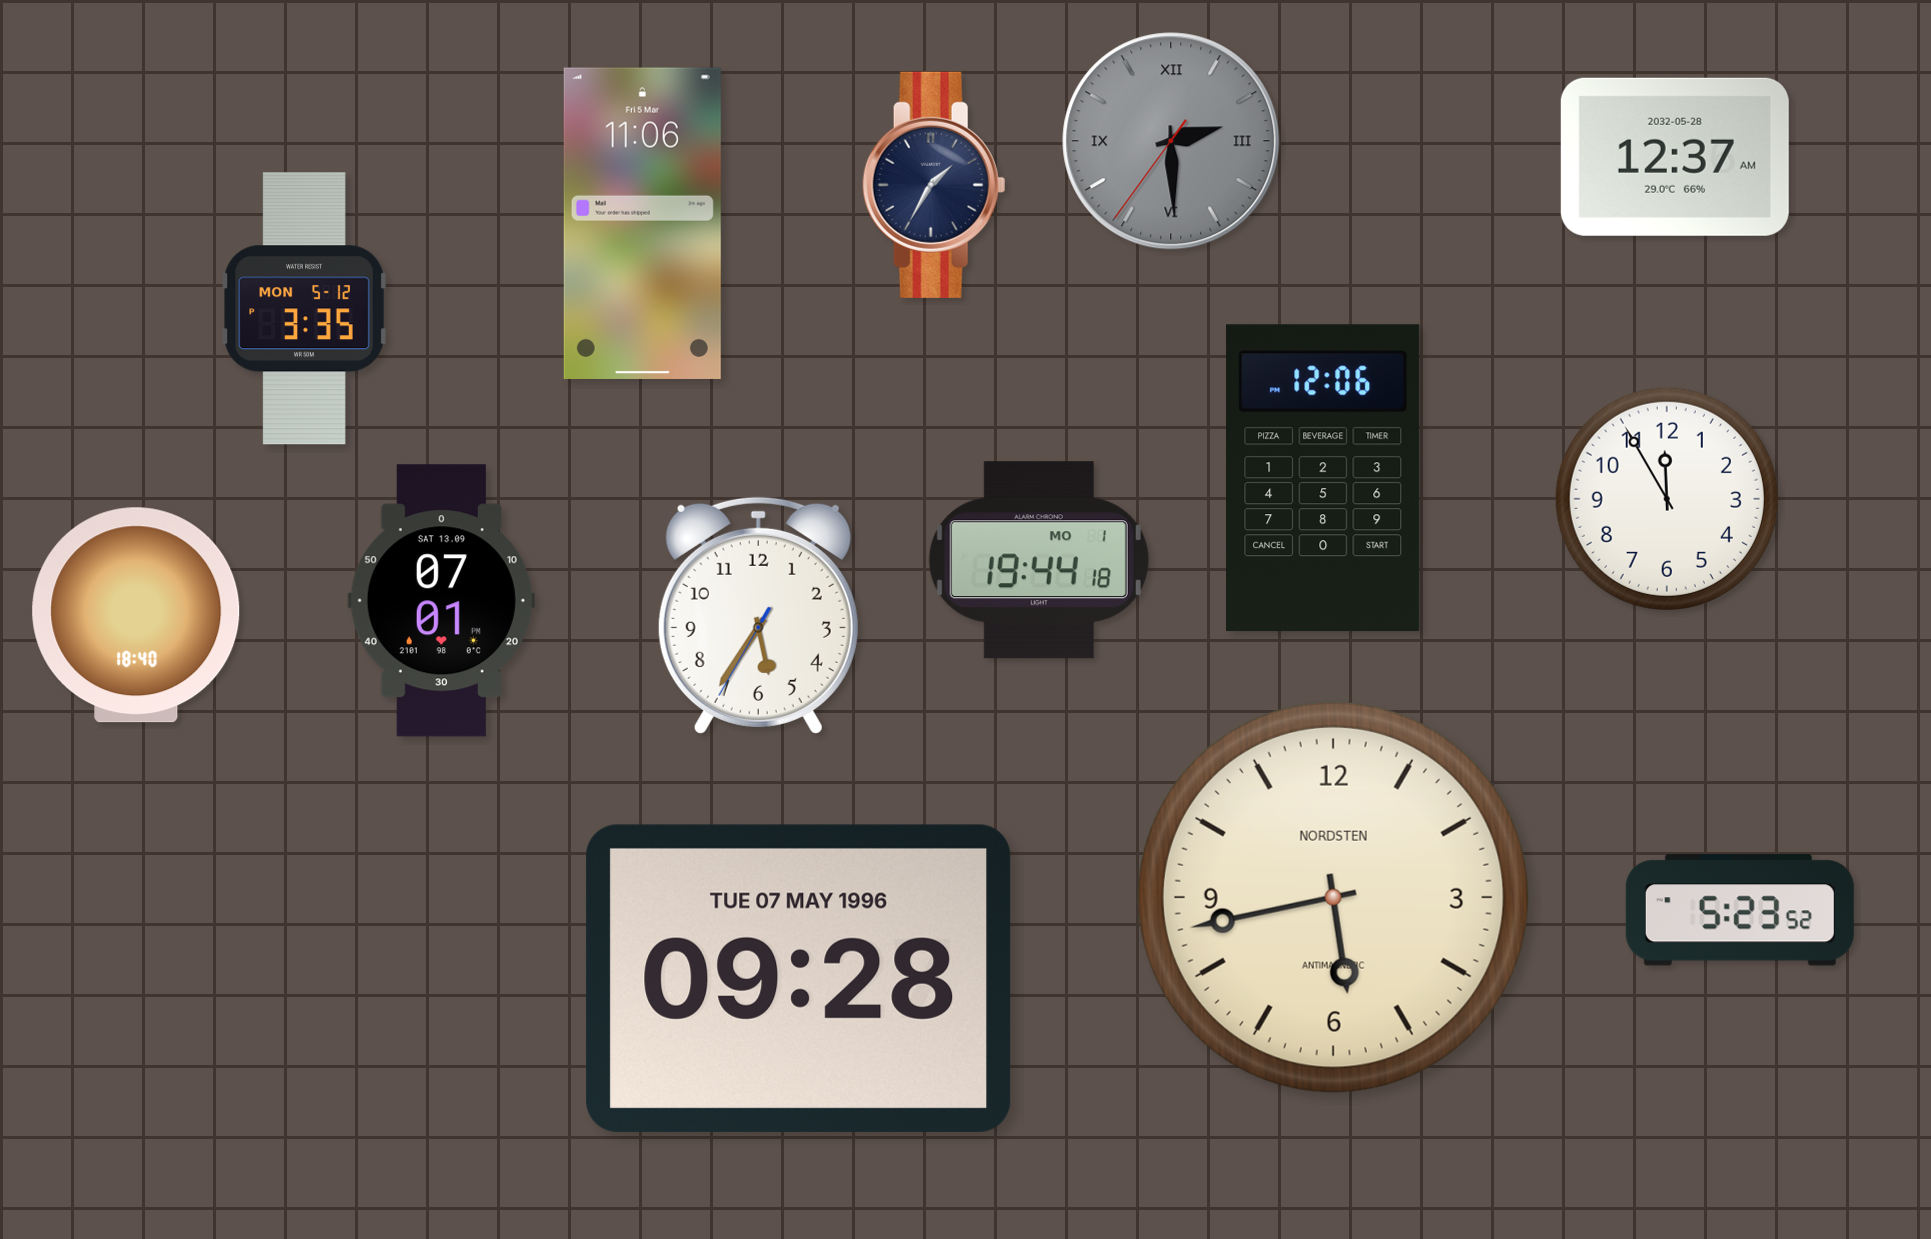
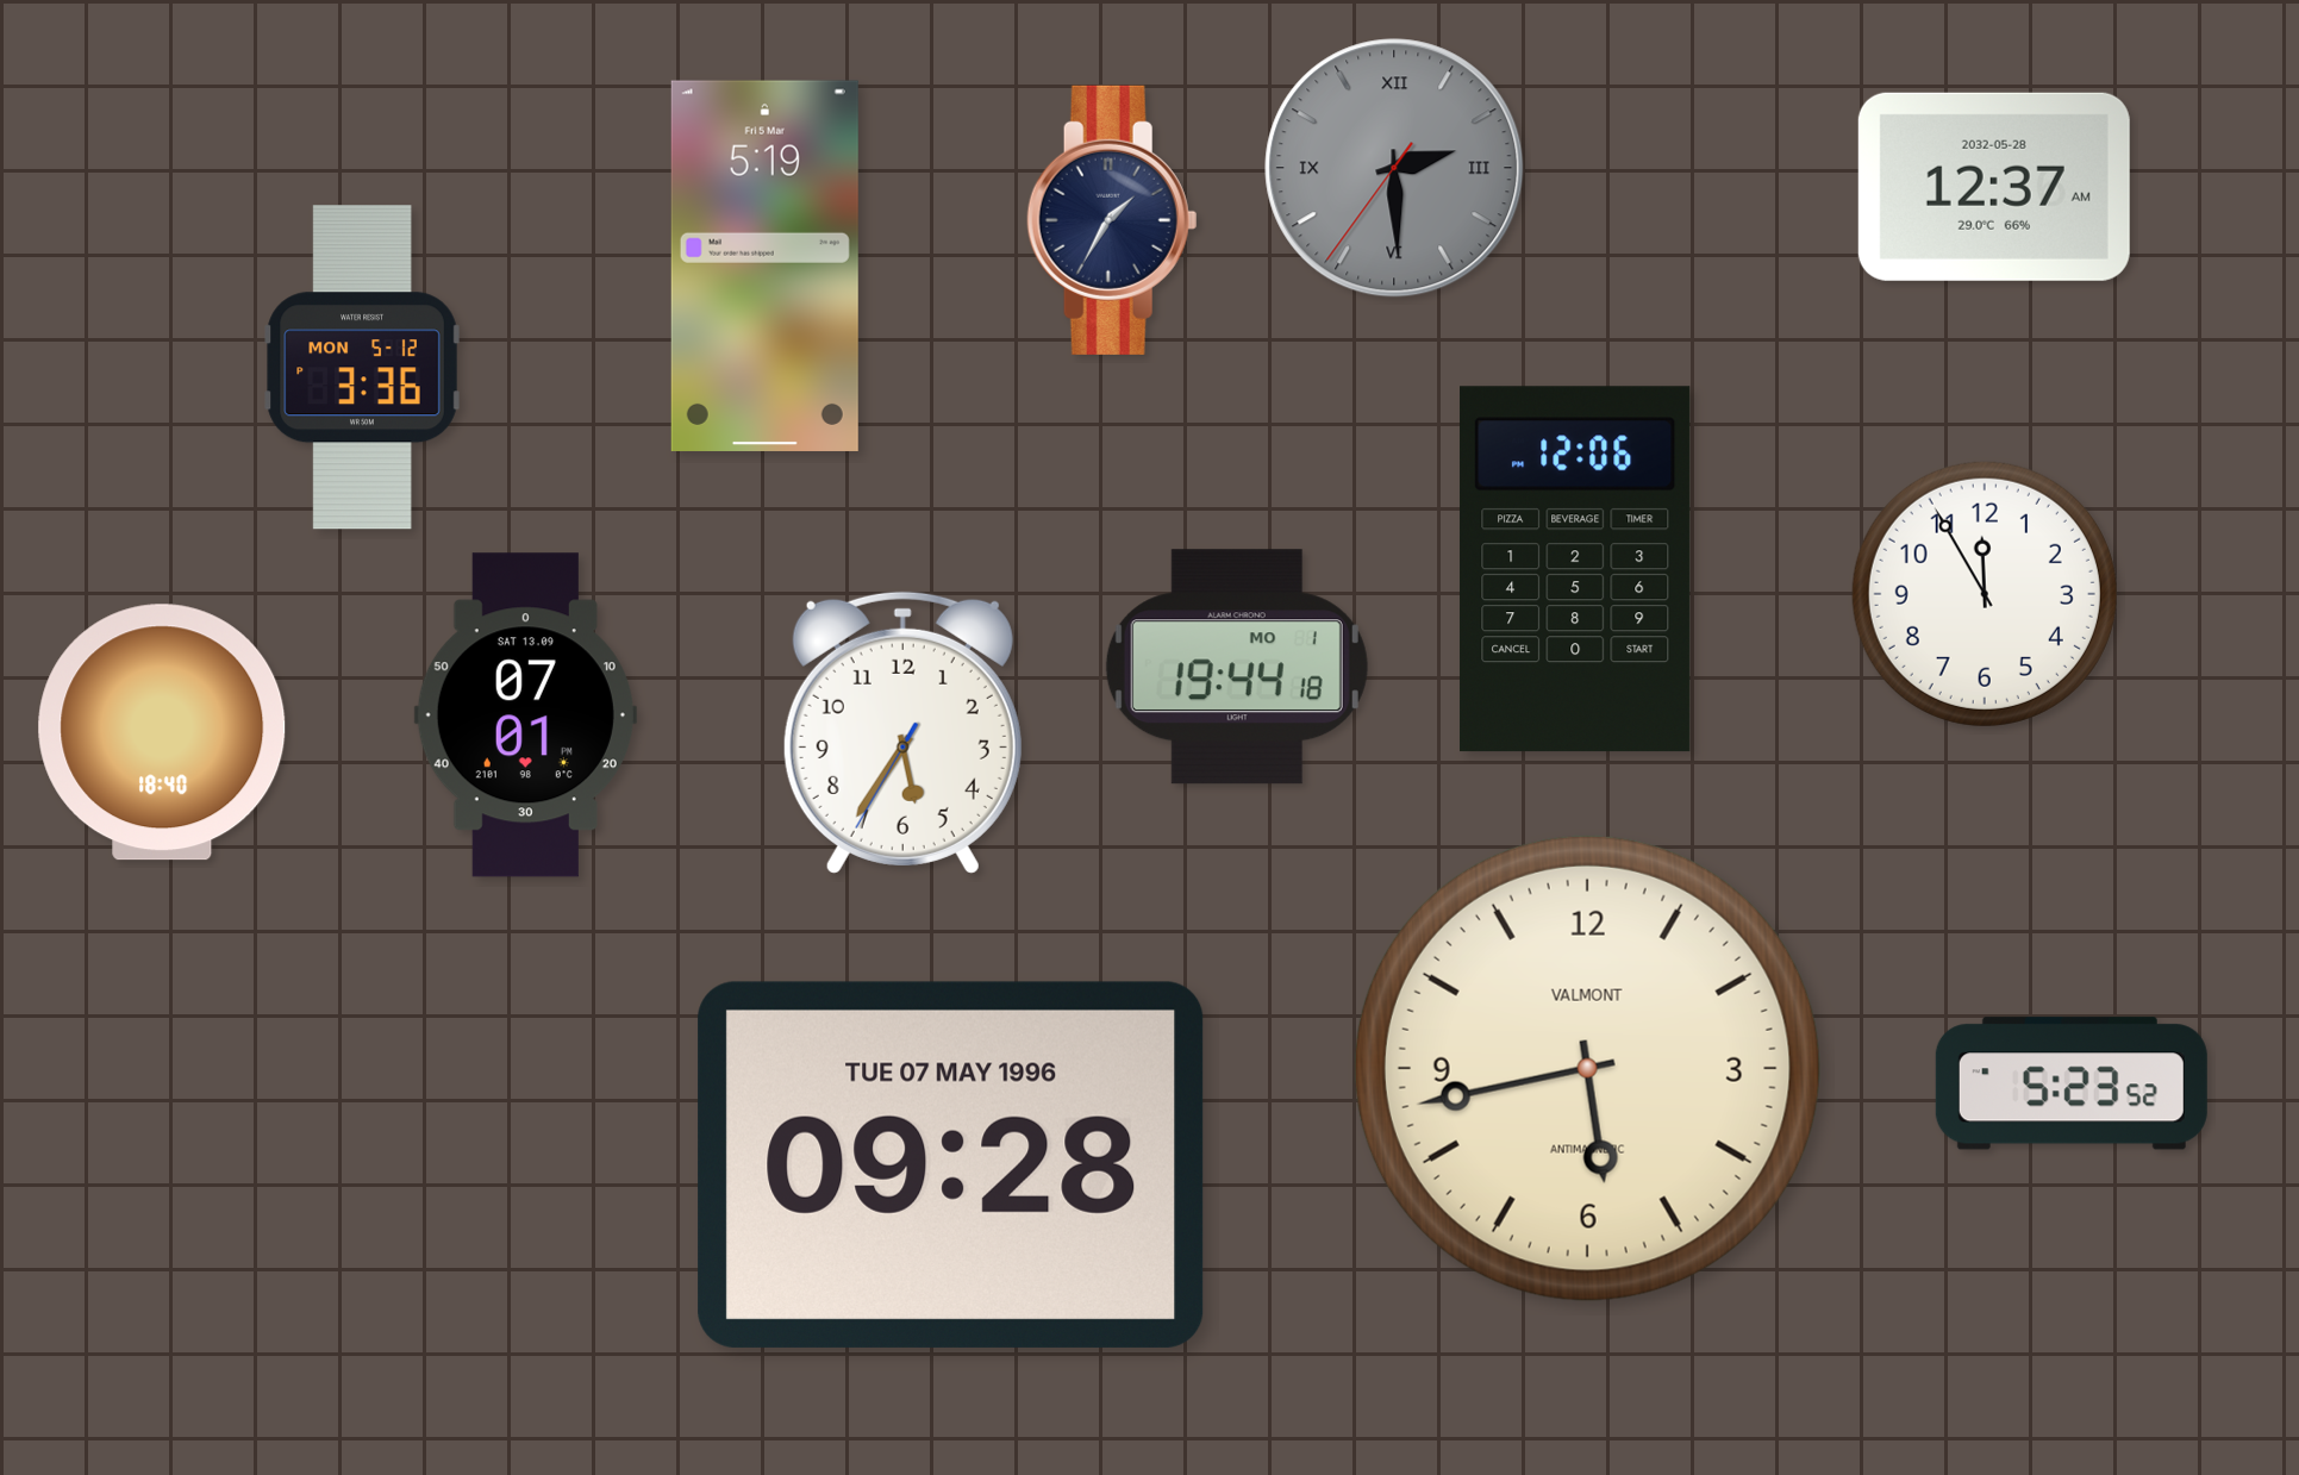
clock at (642, 223): 11:06 -> 5:19
clock at (305, 309): 3:35 -> 3:36
clock at (1333, 897) brand: NORDSTEN -> VALMONT
